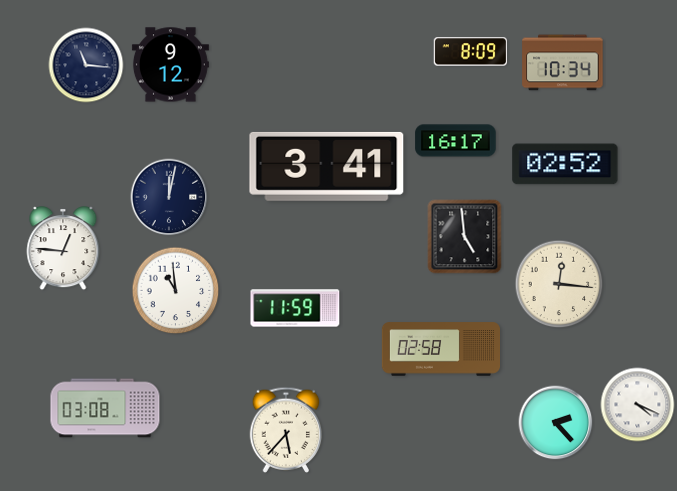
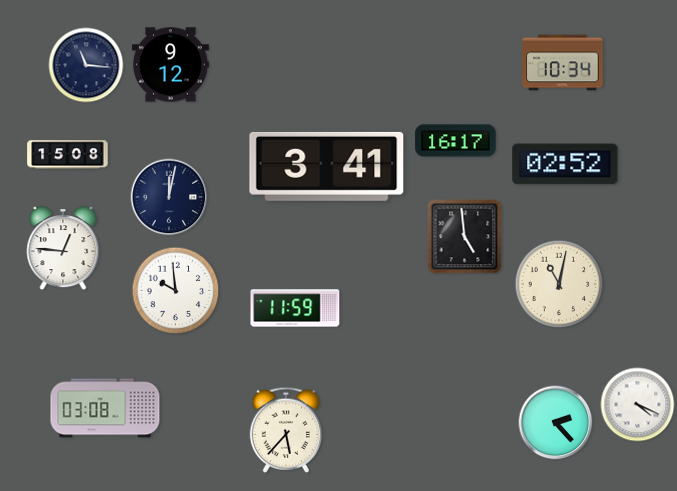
clock at (471, 52): 8:09 -> none
clock at (68, 155): none -> 15:08
clock at (559, 284): 12:16 -> 11:02
clock at (176, 291): 10:59 -> 9:59
clock at (440, 349): 02:58 -> none
